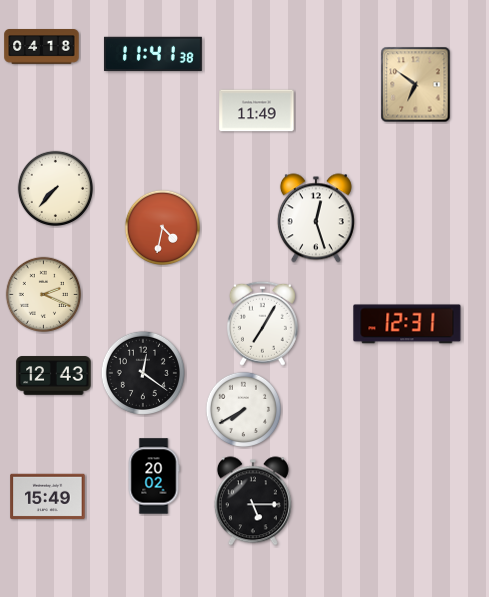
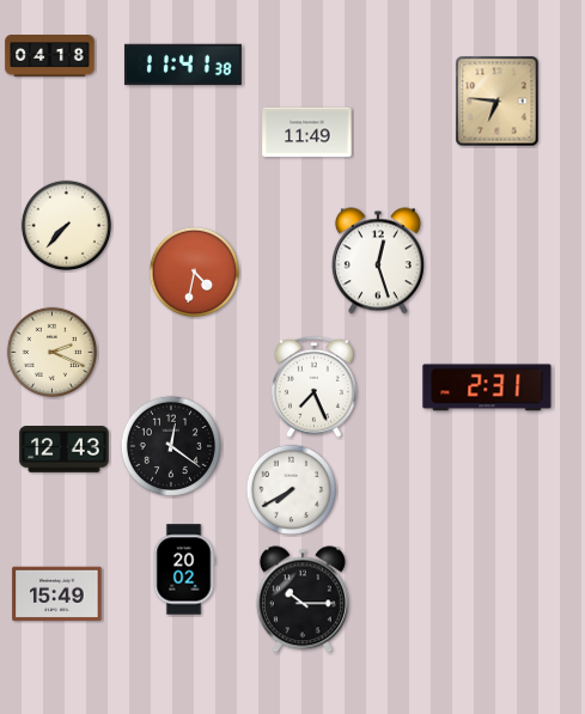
clock at (416, 85): 6:51 -> 6:46
clock at (262, 323): 7:05 -> 7:26
clock at (407, 324): 12:31 -> 2:31
clock at (253, 501): 5:15 -> 10:15
